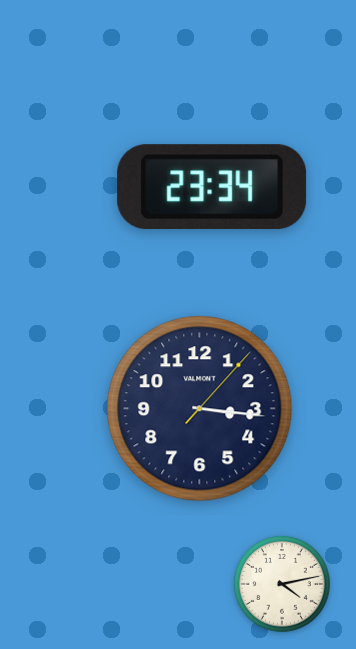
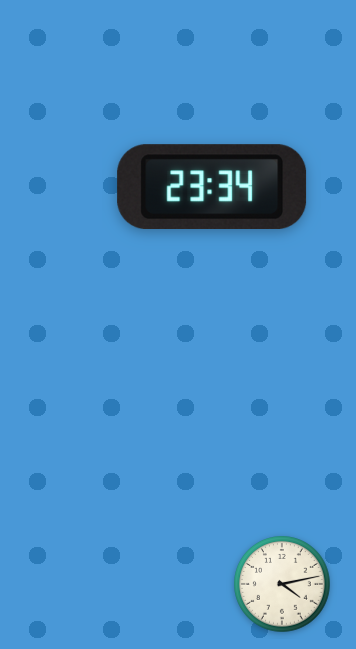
clock at (200, 409): 3:16 -> none
